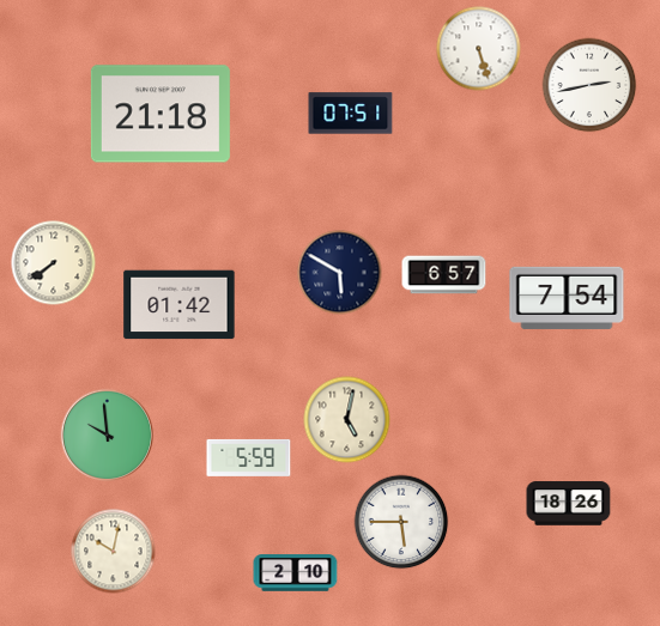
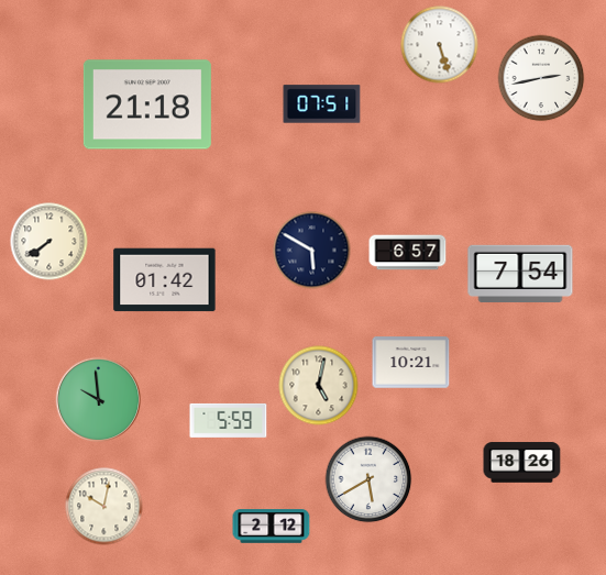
clock at (411, 363): none -> 10:21
clock at (401, 522): 5:45 -> 5:40
clock at (296, 573): 2:10 -> 2:12
